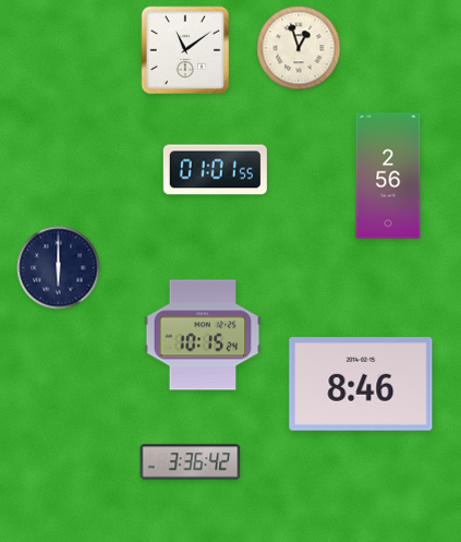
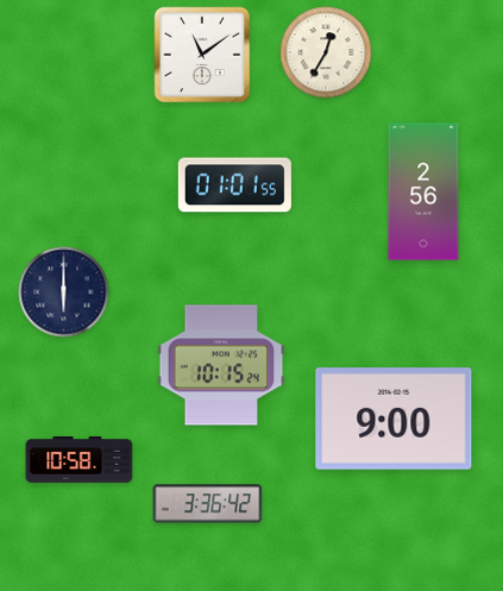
clock at (299, 48): 12:57 -> 12:35
clock at (361, 385): 8:46 -> 9:00
clock at (80, 460): none -> 10:58
